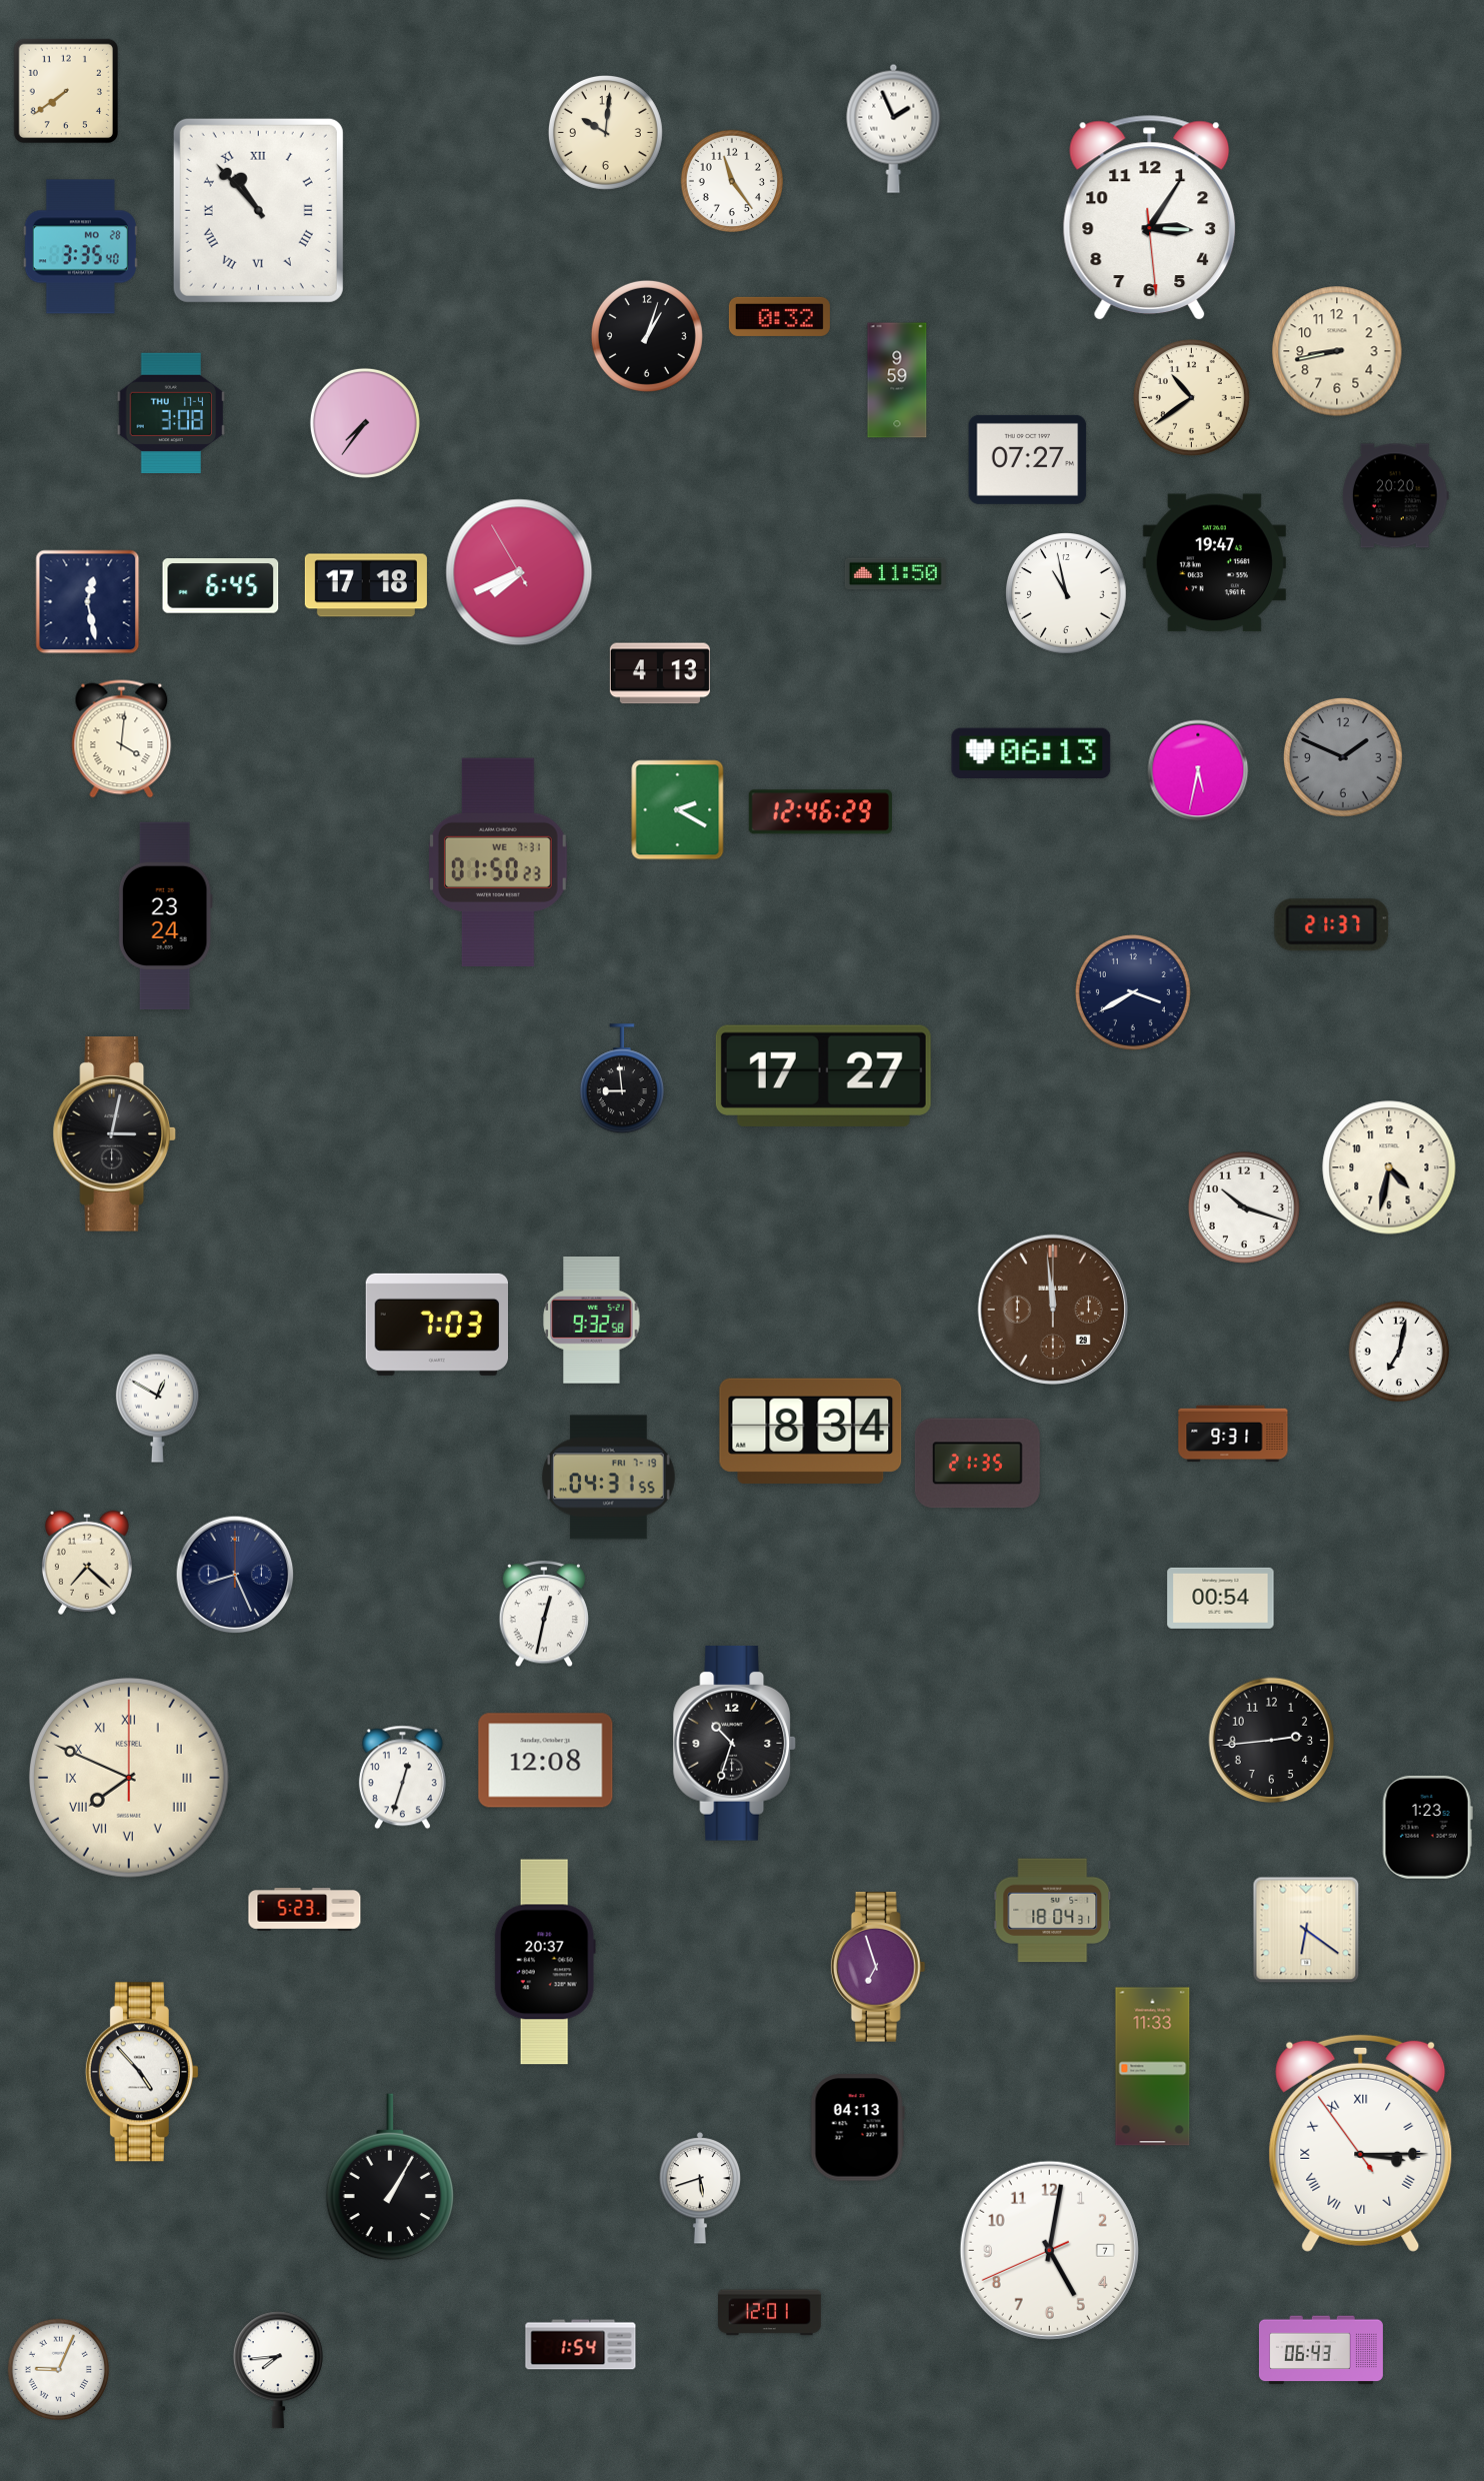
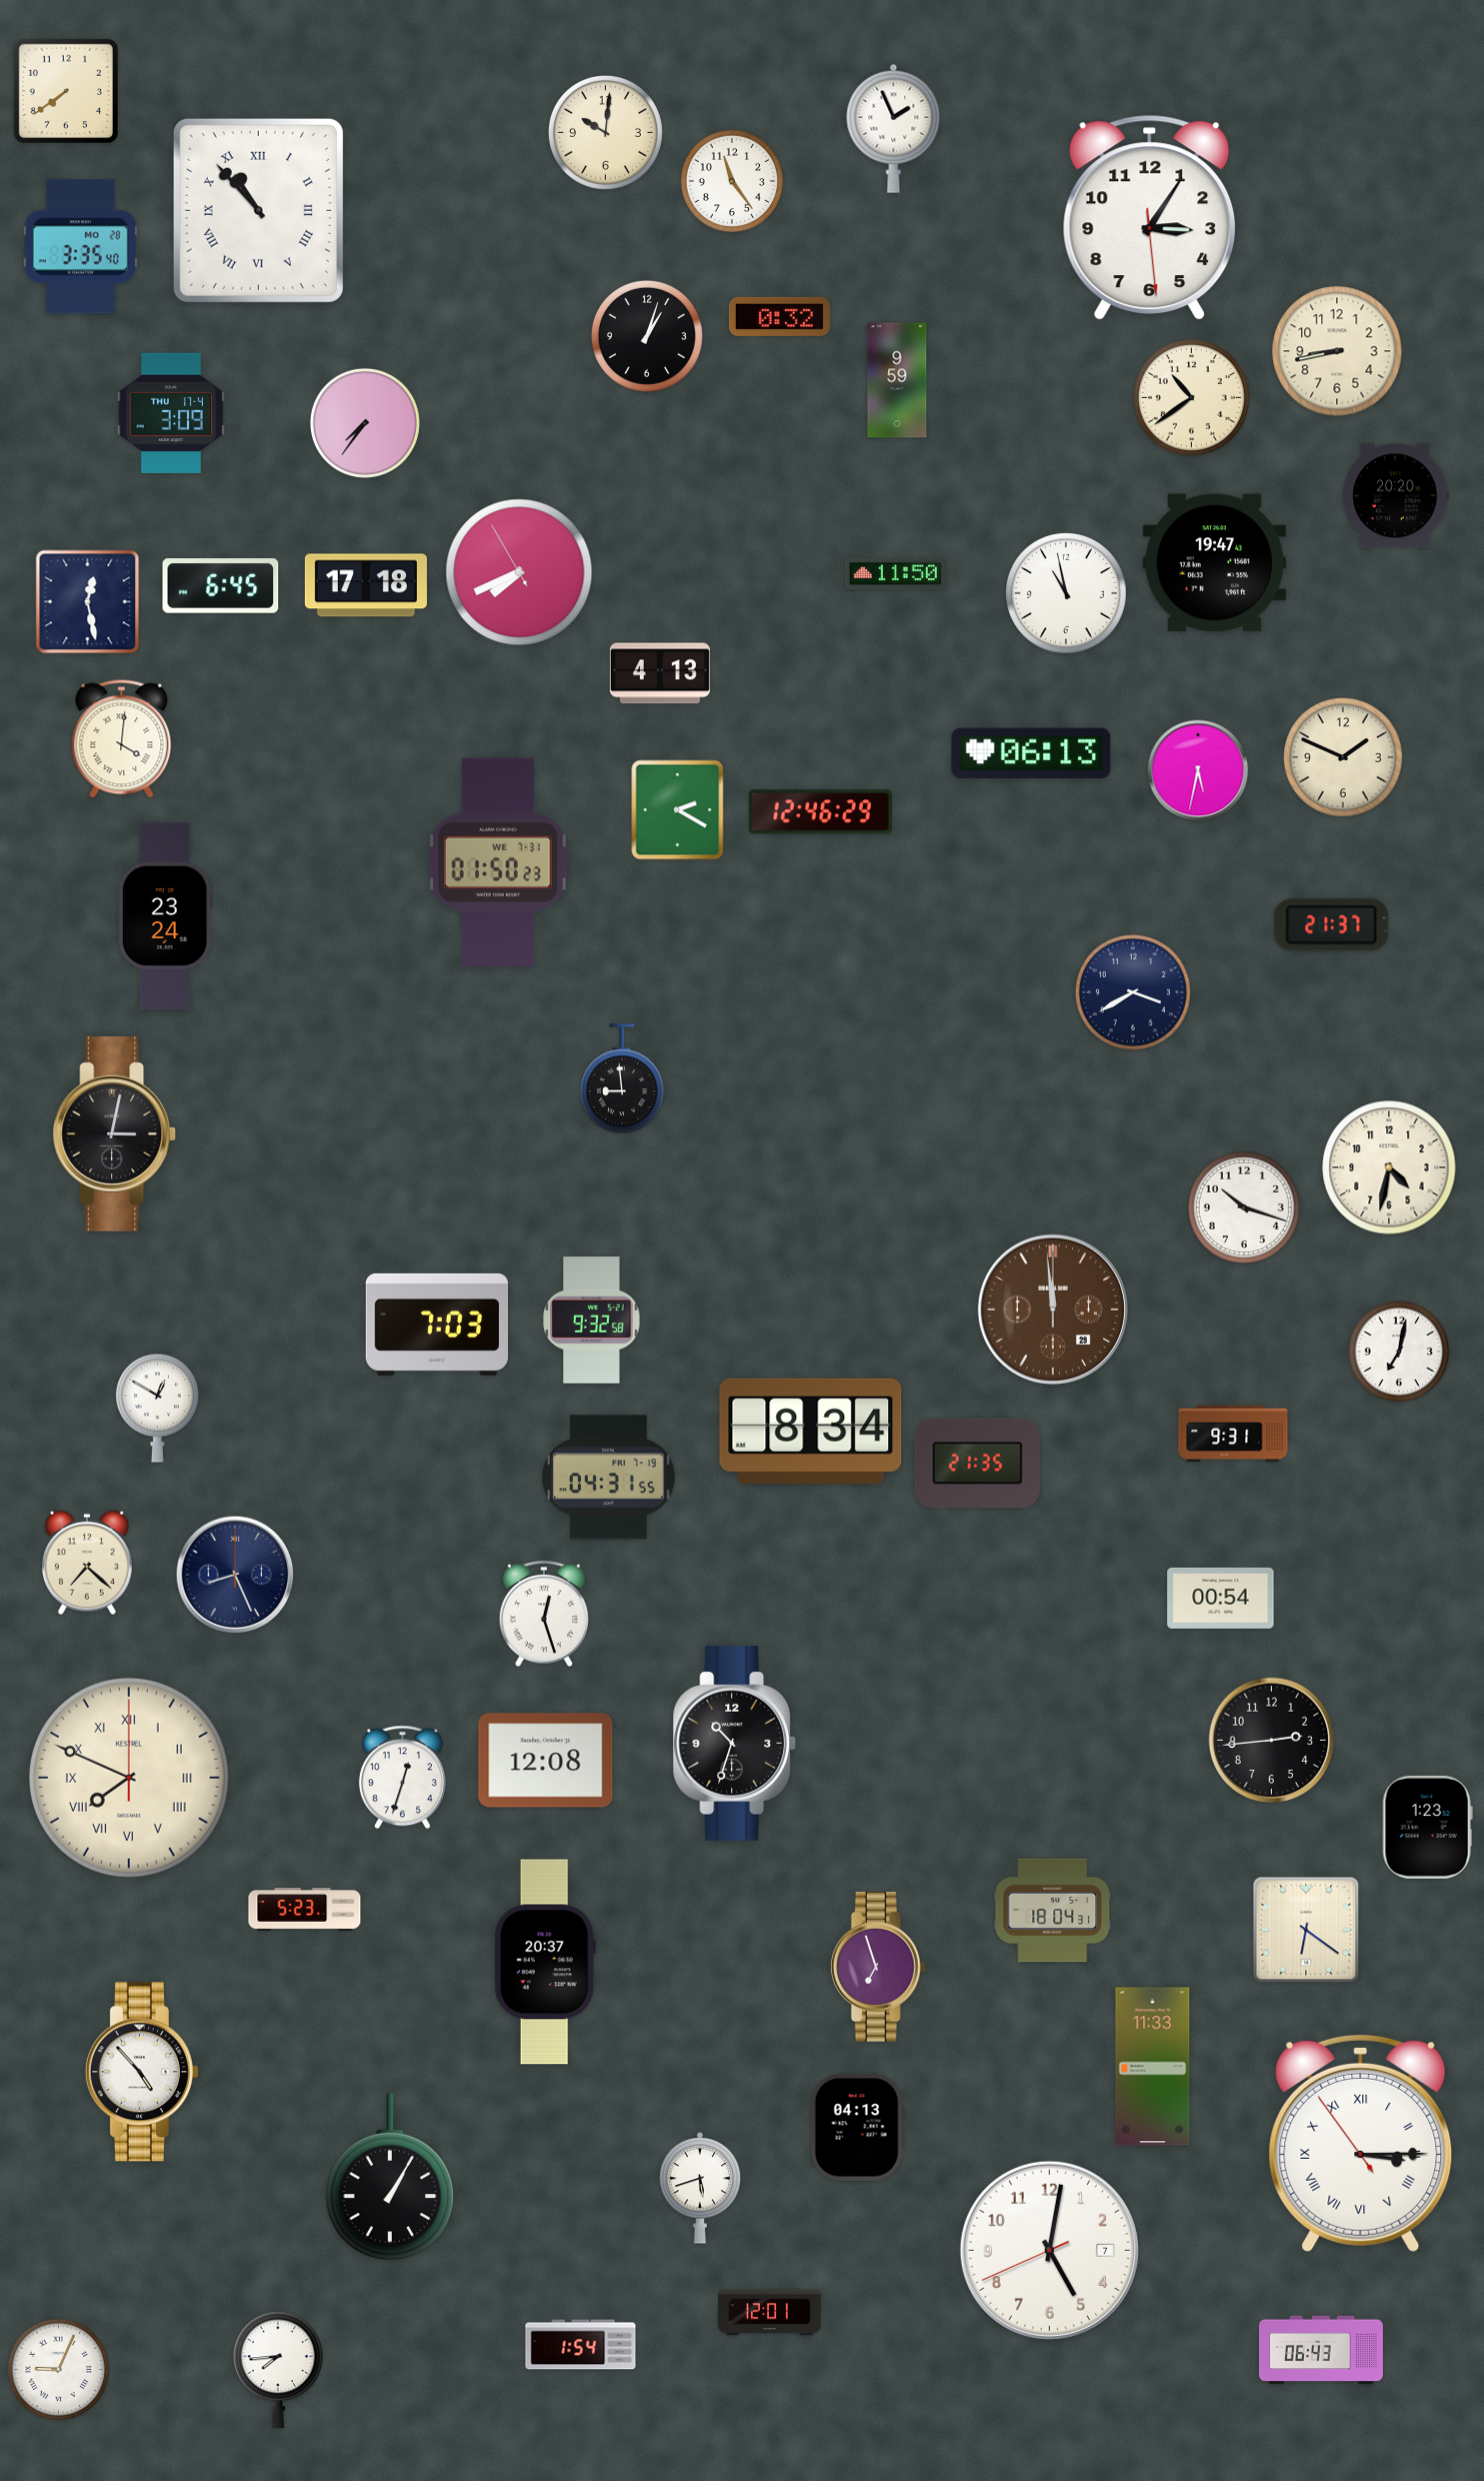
clock at (171, 413): 3:08 -> 3:09
clock at (1028, 459): 07:27 -> none
clock at (1343, 757) dial: grey -> cream
clock at (823, 1075): 17:27 -> none
clock at (544, 1615): 12:32 -> 12:27
